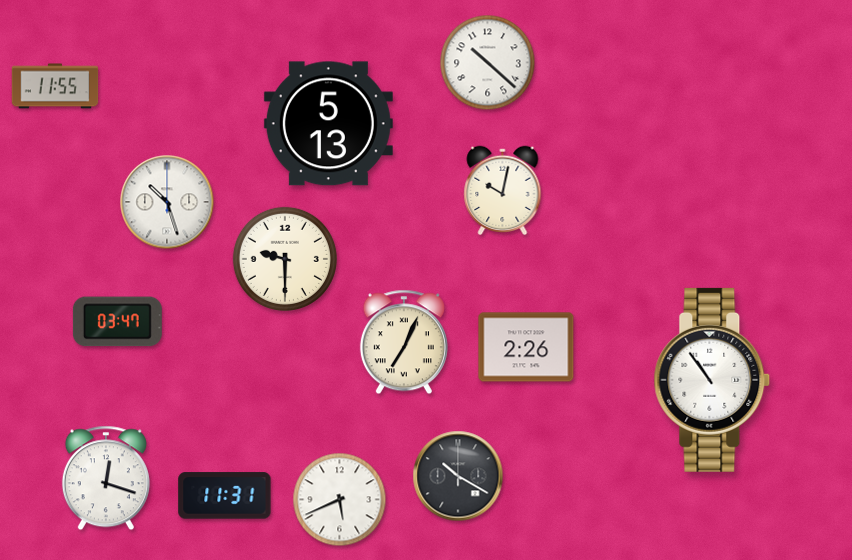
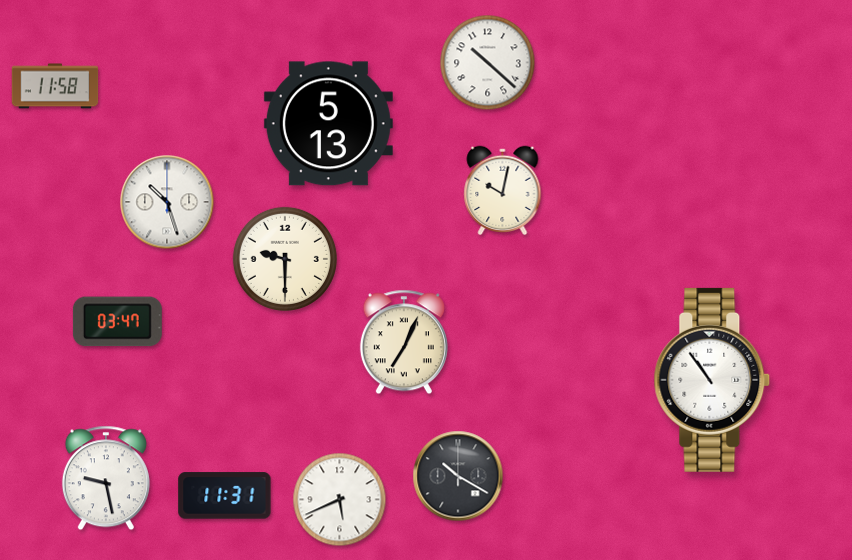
clock at (55, 86): 11:55 -> 11:58
clock at (526, 347): 2:26 -> none
clock at (106, 478): 12:18 -> 9:28
